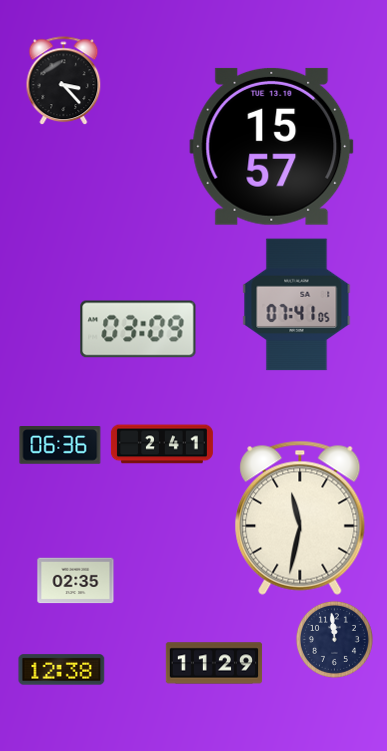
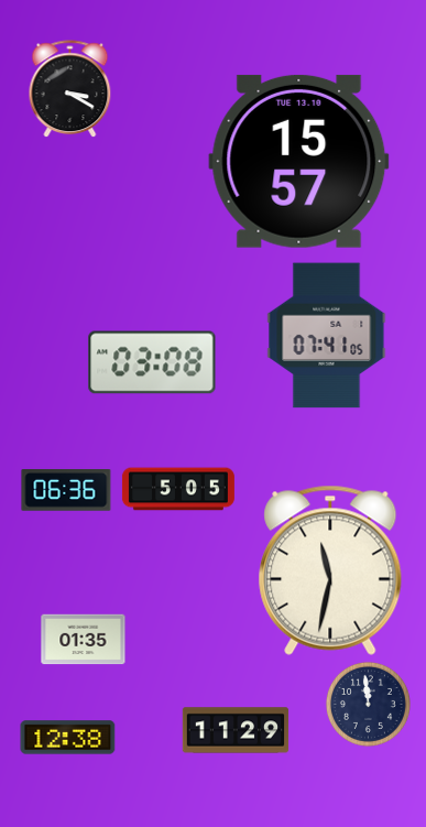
clock at (64, 81): 3:23 -> 3:20
clock at (138, 329): 03:09 -> 03:08
clock at (162, 444): 2:41 -> 5:05
clock at (76, 581): 02:35 -> 01:35
